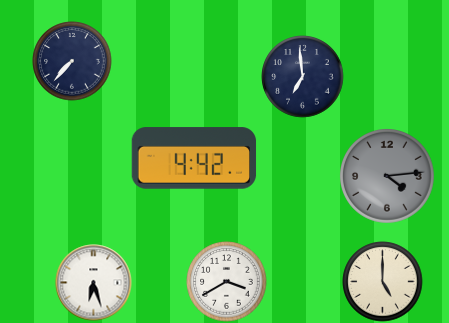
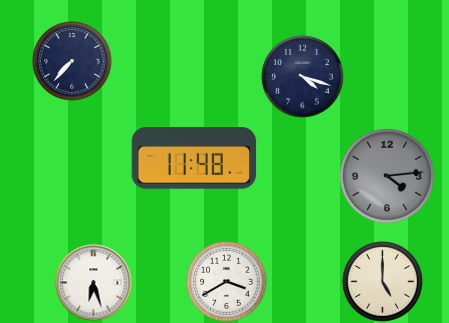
clock at (303, 77): 6:59 -> 4:18
clock at (194, 158): 4:42 -> 11:48
